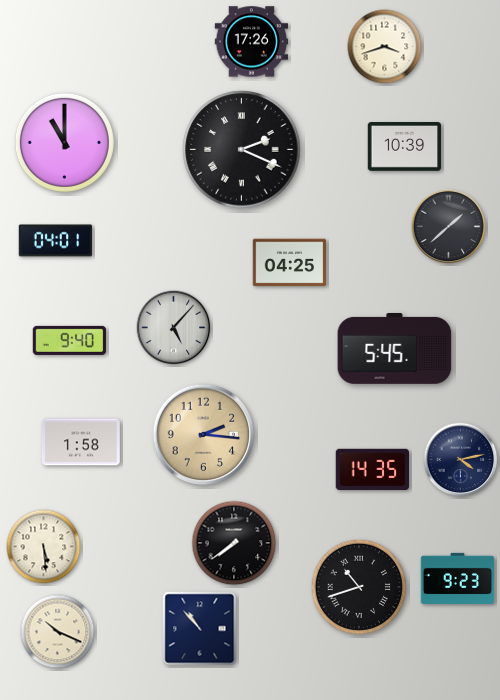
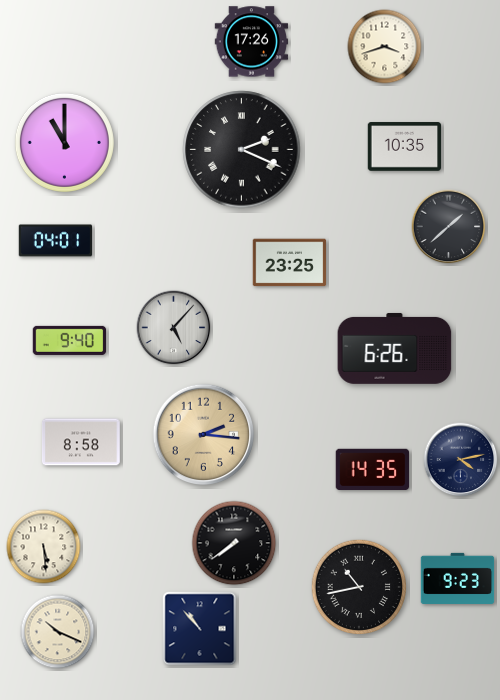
clock at (405, 147): 10:39 -> 10:35
clock at (290, 263): 04:25 -> 23:25
clock at (395, 348): 5:45 -> 6:26
clock at (81, 442): 1:58 -> 8:58
clock at (358, 586): 10:42 -> 10:43
